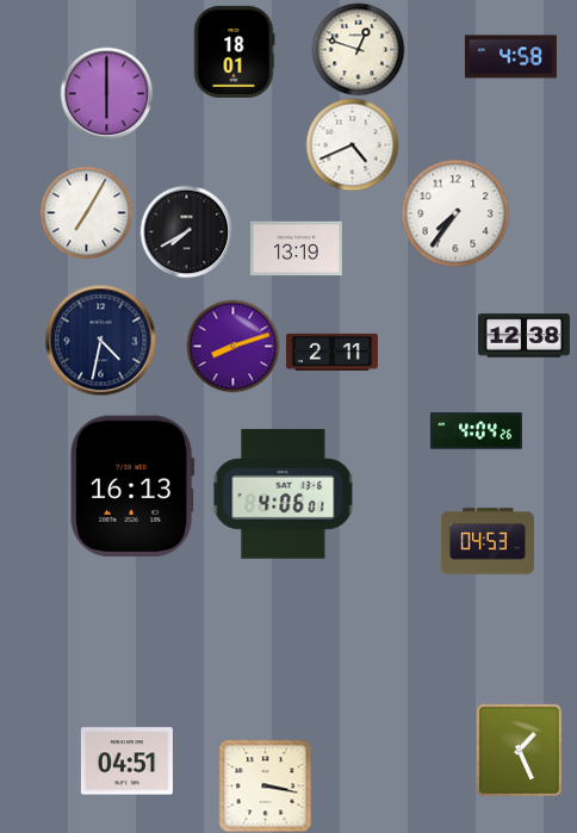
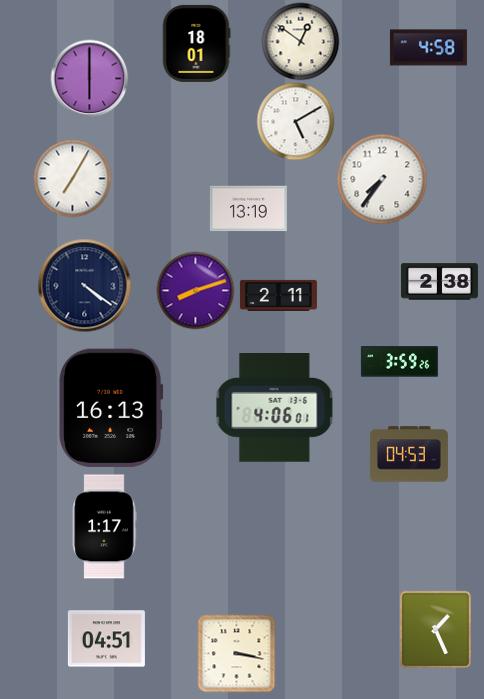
clock at (358, 49): 12:48 -> 12:51
clock at (352, 144): 4:41 -> 5:10
clock at (186, 231): 7:40 -> none
clock at (523, 336): 12:38 -> 2:38
clock at (100, 340): 4:32 -> 4:21
clock at (476, 431): 4:04 -> 3:59
clock at (284, 495) position: (284, 495) -> (275, 408)
clock at (104, 527): none -> 1:17
clock at (265, 785) position: (265, 785) -> (236, 653)
